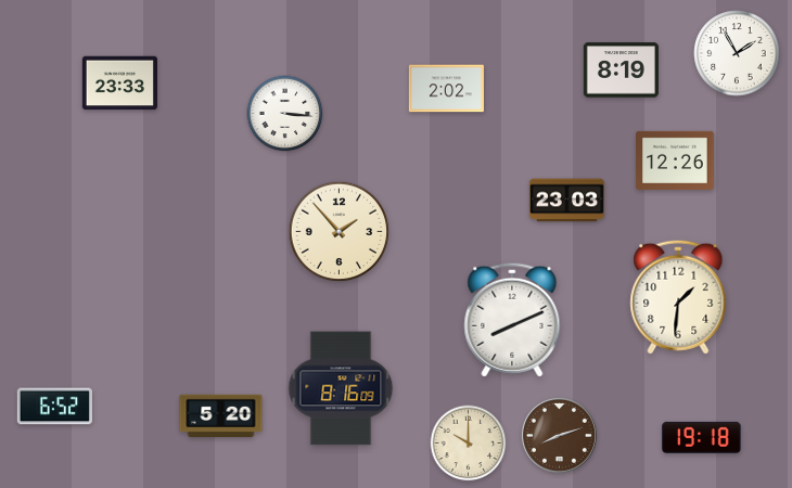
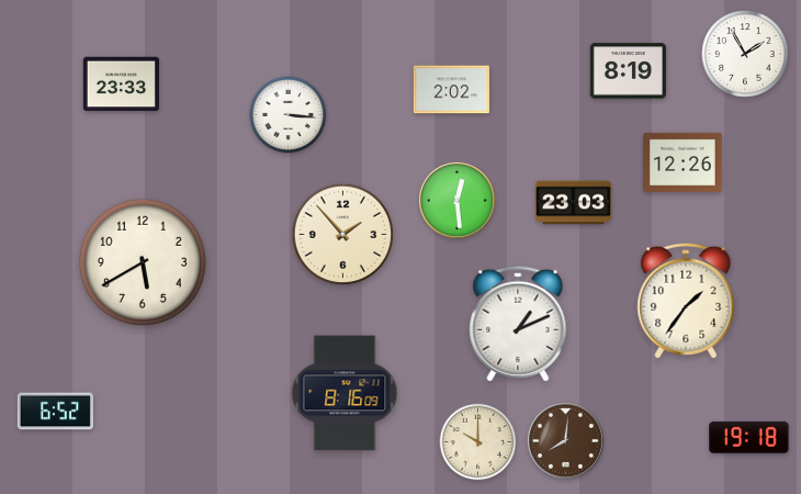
clock at (456, 200): none -> 12:29
clock at (143, 262): none -> 5:40
clock at (678, 297): 1:31 -> 1:36
clock at (512, 320): 8:11 -> 1:11
clock at (221, 416): 5:20 -> none
clock at (559, 435): 8:12 -> 8:01
clock at (702, 437) position: (702, 437) -> (749, 437)
clock at (469, 444) position: (469, 444) -> (478, 442)
